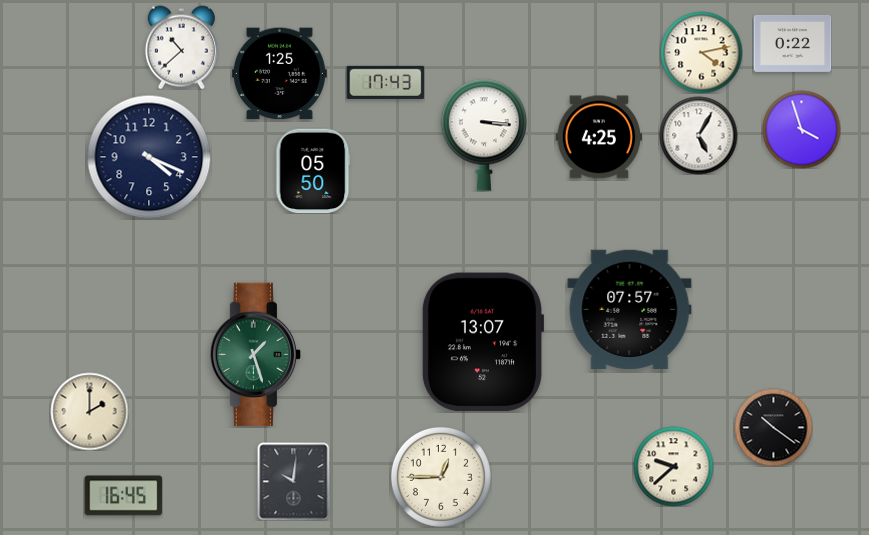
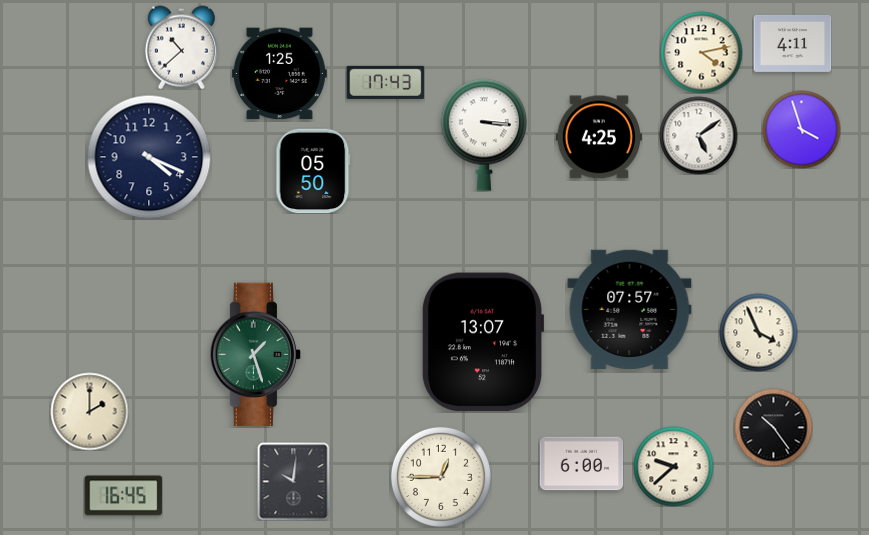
clock at (792, 43): 0:22 -> 4:11
clock at (698, 135): 5:05 -> 5:09
clock at (758, 332): none -> 3:56
clock at (773, 427): 10:21 -> 10:24
clock at (581, 464): none -> 6:00
